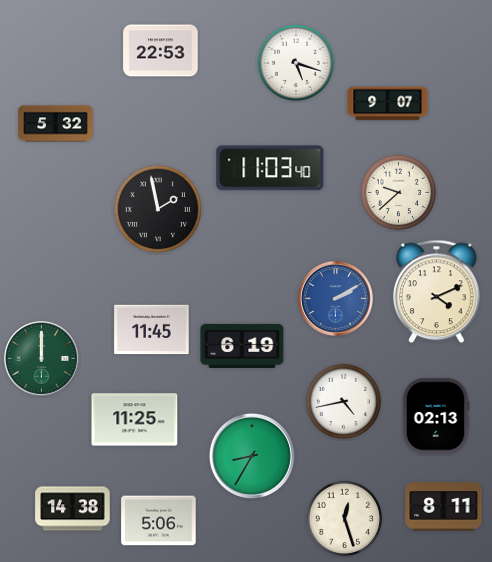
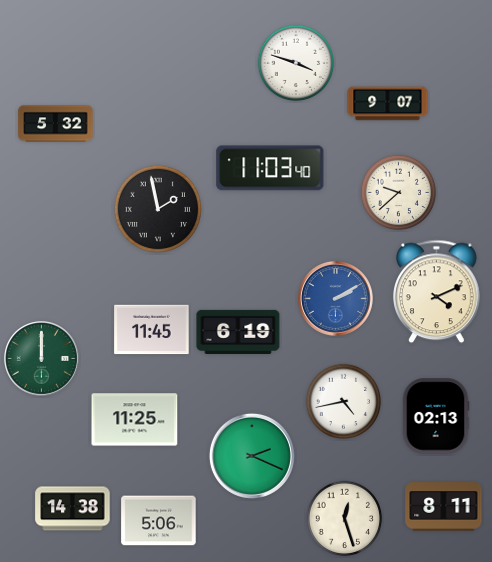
clock at (161, 51): 22:53 -> none
clock at (296, 63): 5:18 -> 3:48
clock at (242, 346) position: (242, 346) -> (238, 332)
clock at (252, 456): 8:35 -> 2:19
